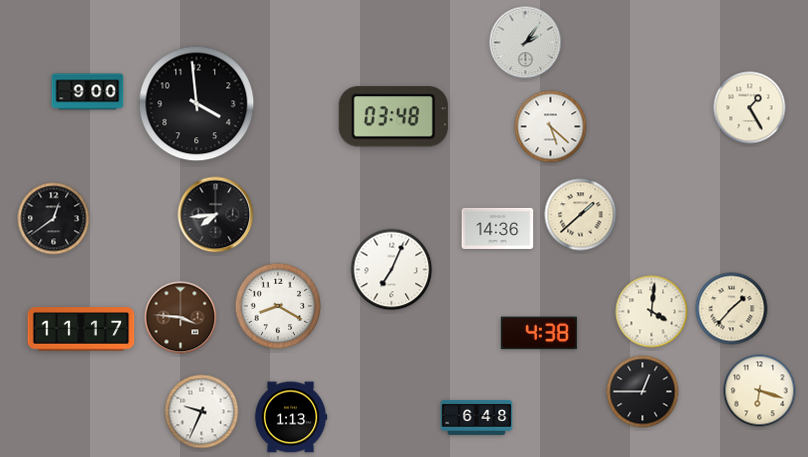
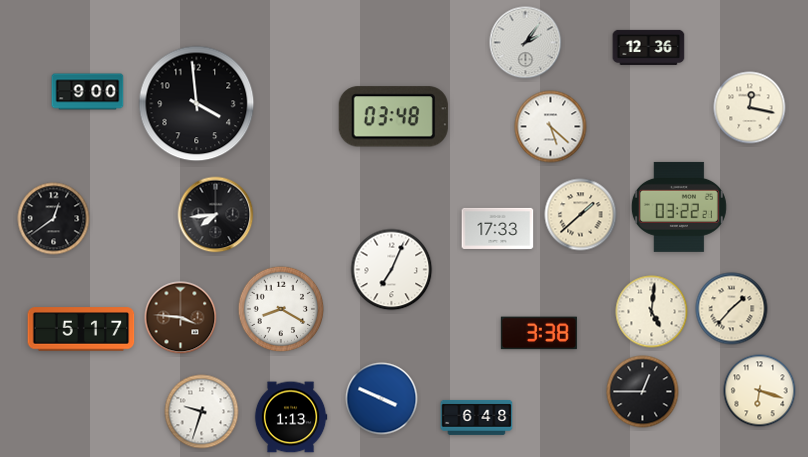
clock at (649, 47): none -> 12:36
clock at (750, 108): 1:25 -> 12:17
clock at (679, 207): none -> 03:22
clock at (498, 228): 14:36 -> 17:33
clock at (278, 306) position: (278, 306) -> (281, 309)
clock at (652, 312): 4:01 -> 5:01
clock at (81, 329): 11:17 -> 5:17
clock at (539, 333): 4:38 -> 3:38
clock at (382, 399): none -> 3:49
clock at (202, 412): 9:34 -> 9:33
